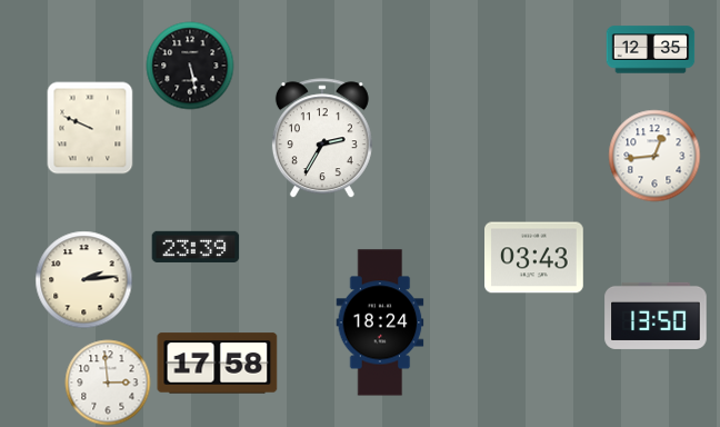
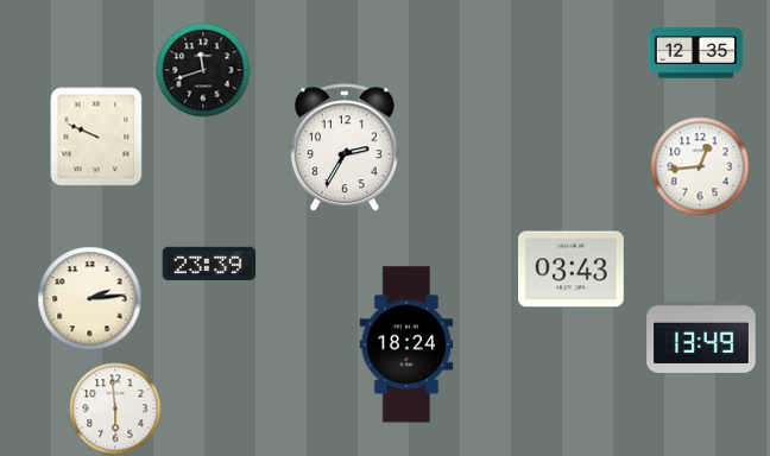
clock at (190, 66): 5:28 -> 11:42
clock at (534, 258) position: (534, 258) -> (572, 270)
clock at (656, 316): 13:50 -> 13:49
clock at (218, 364): 17:58 -> none
clock at (108, 383): 2:59 -> 5:59
